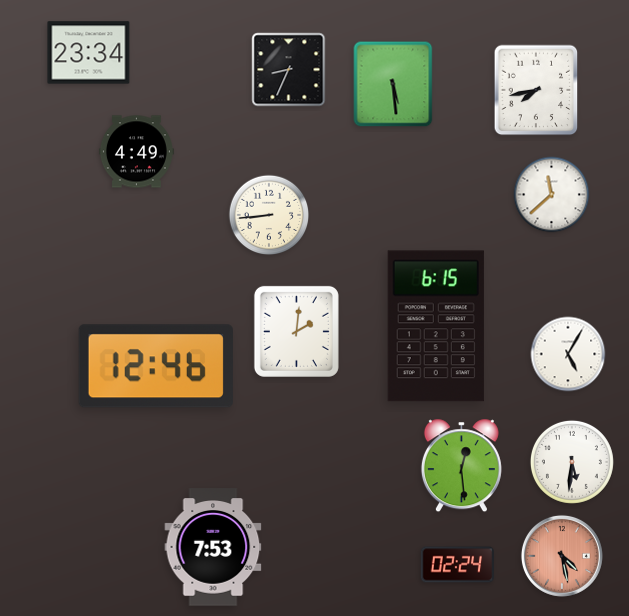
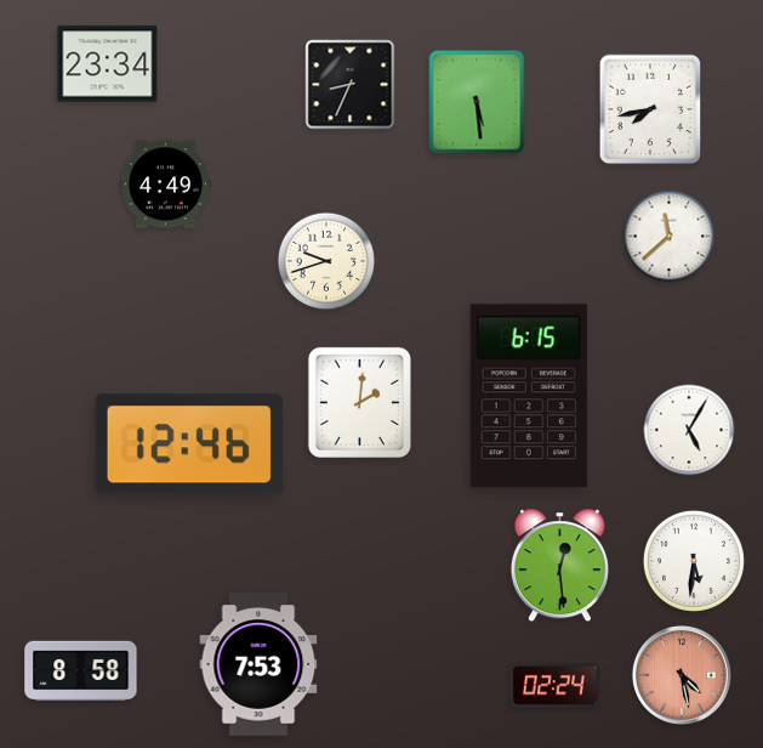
clock at (269, 215): 8:44 -> 9:42
clock at (81, 671): none -> 8:58
